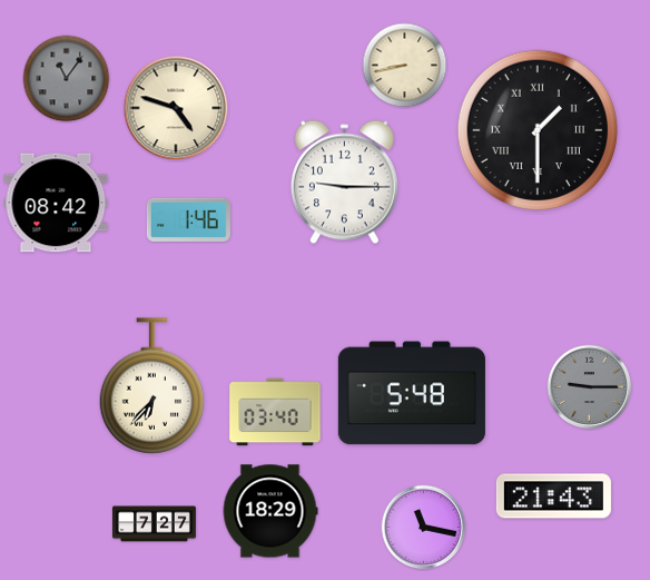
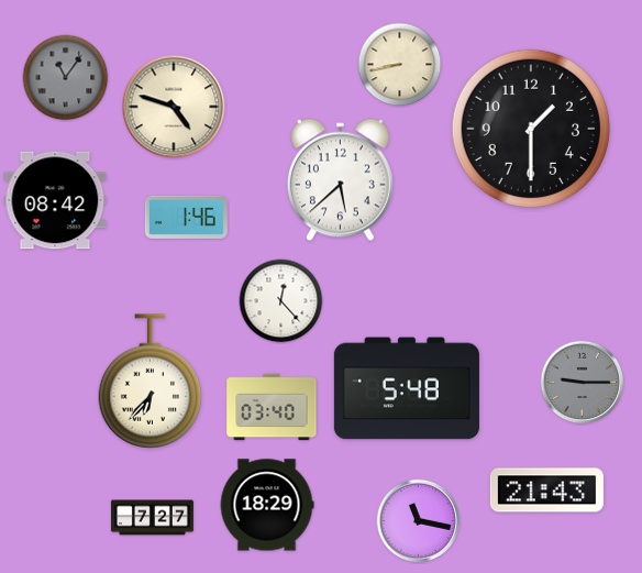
clock at (538, 130) numerals: Roman -> Arabic
clock at (344, 183): 9:15 -> 5:38
clock at (281, 301): none -> 12:23
